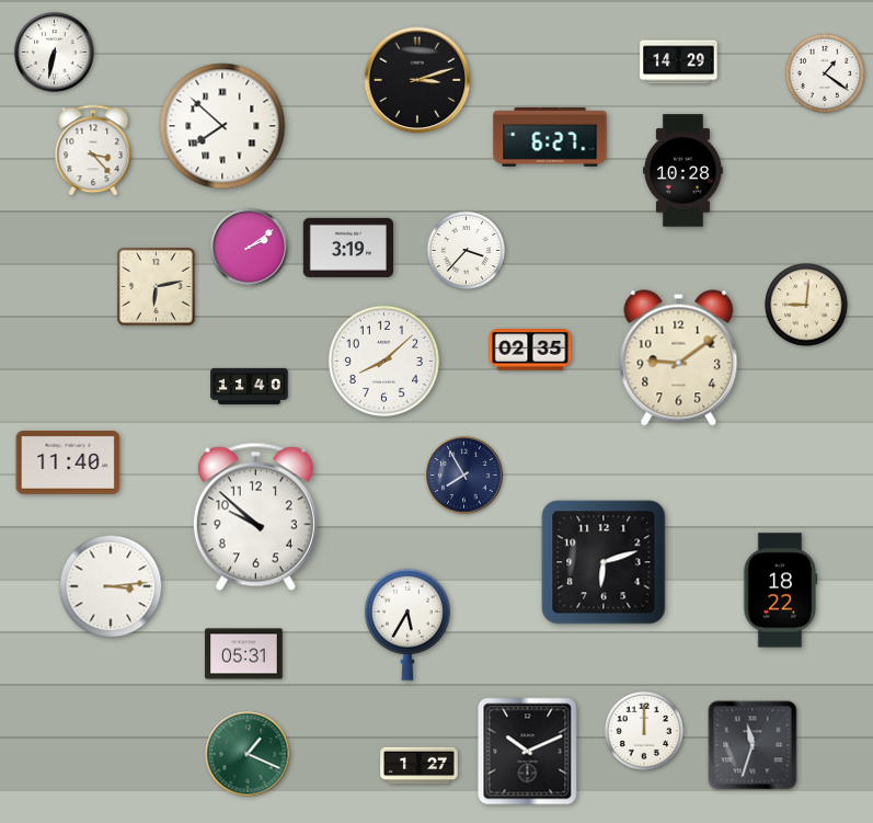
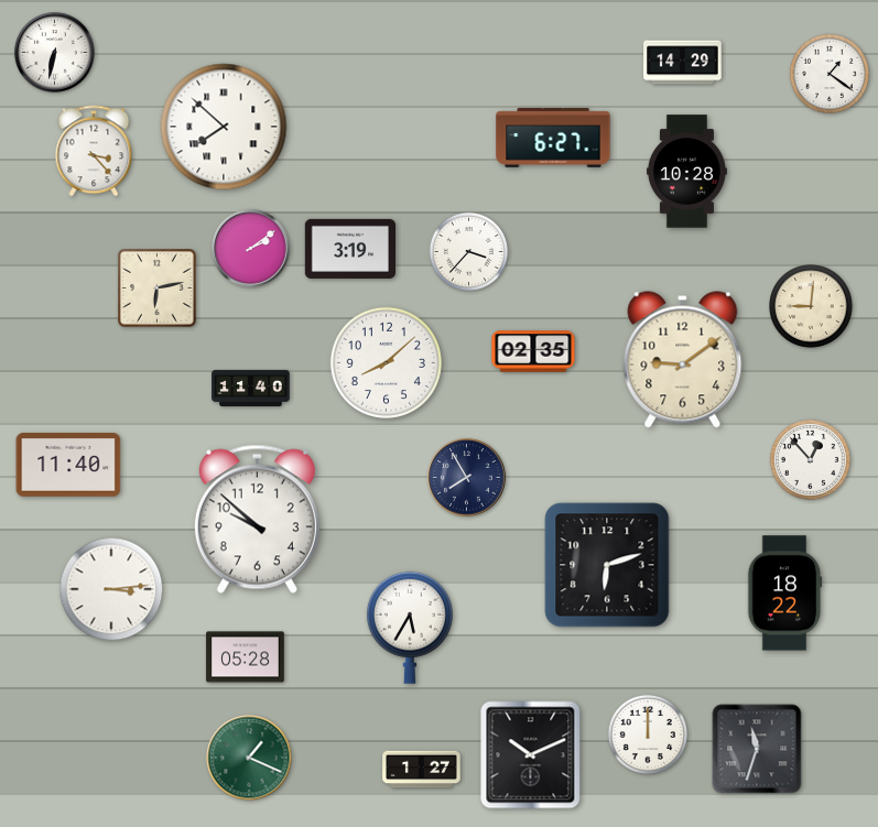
clock at (417, 80): 3:12 -> none
clock at (810, 459): none -> 12:53
clock at (244, 654): 05:31 -> 05:28
